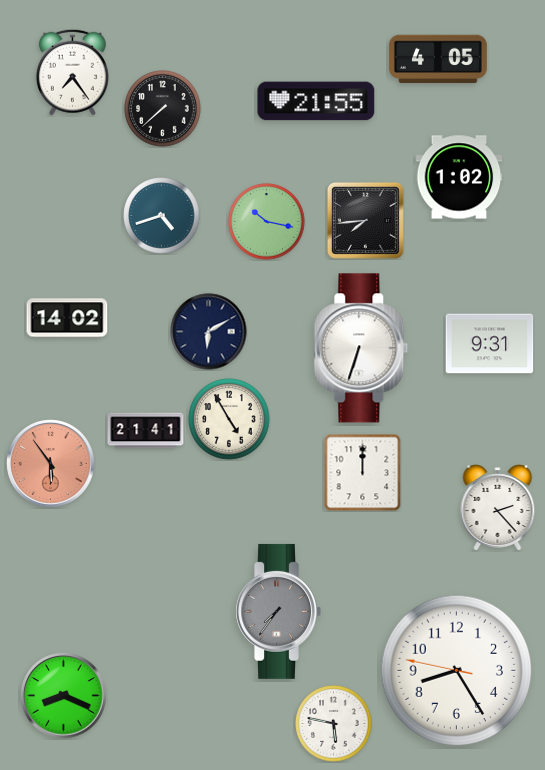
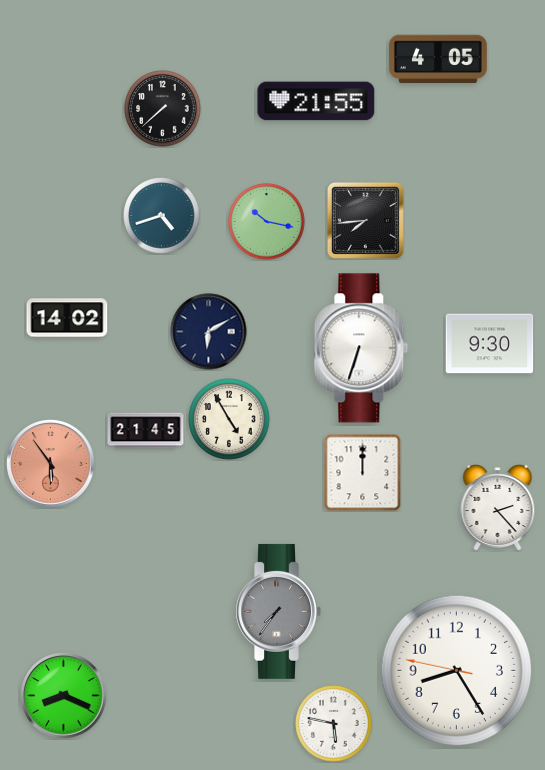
clock at (72, 72): 7:24 -> none
clock at (459, 177): 1:02 -> none
clock at (490, 344): 9:31 -> 9:30
clock at (146, 431): 21:41 -> 21:45
